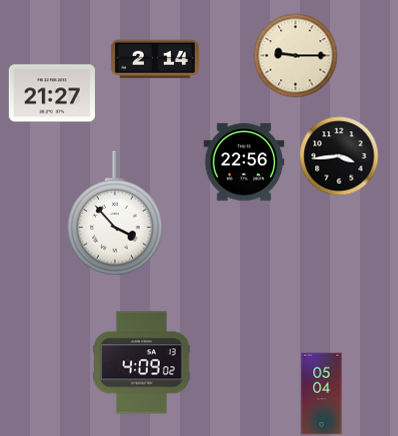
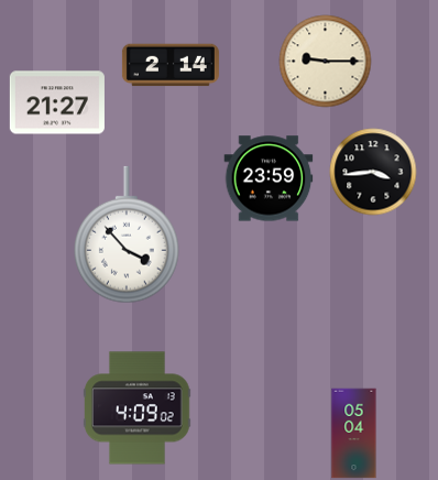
clock at (244, 162): 22:56 -> 23:59
clock at (142, 363) position: (142, 363) -> (138, 408)
